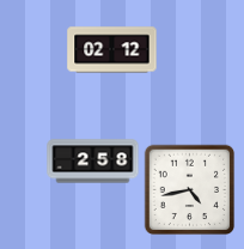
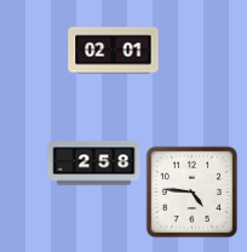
clock at (112, 50): 02:12 -> 02:01
clock at (190, 190): 4:43 -> 4:46
